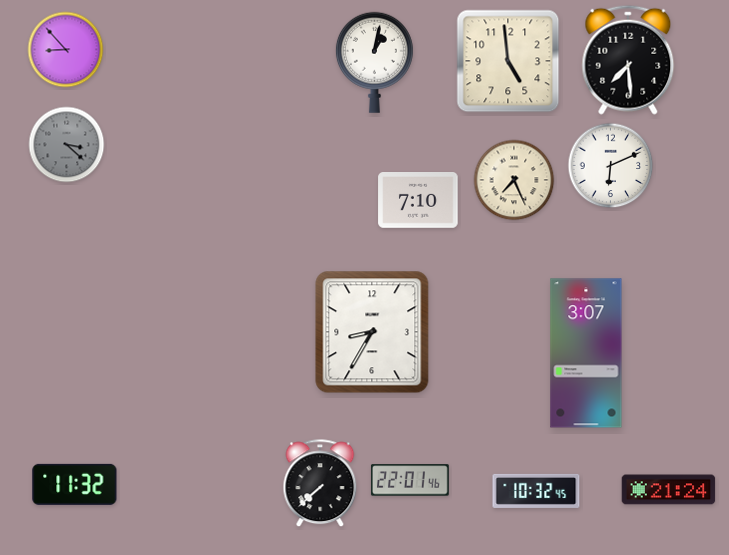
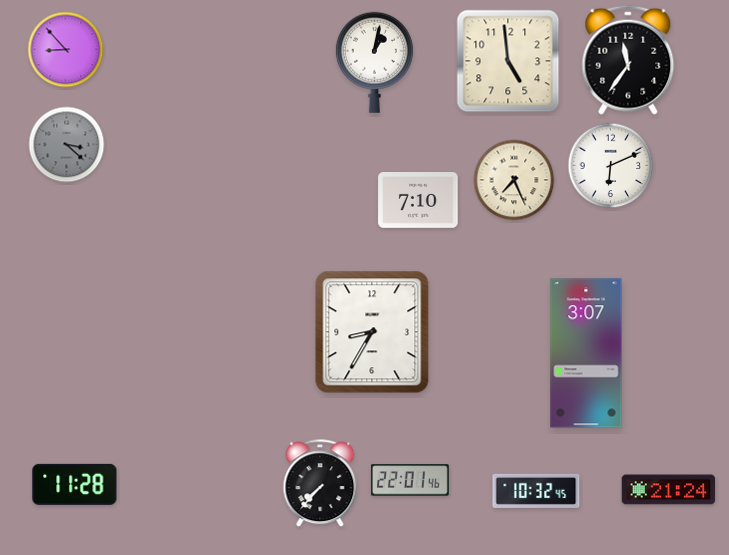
clock at (628, 60): 7:29 -> 11:36
clock at (75, 484): 11:32 -> 11:28
clock at (320, 484): 7:38 -> 7:37
